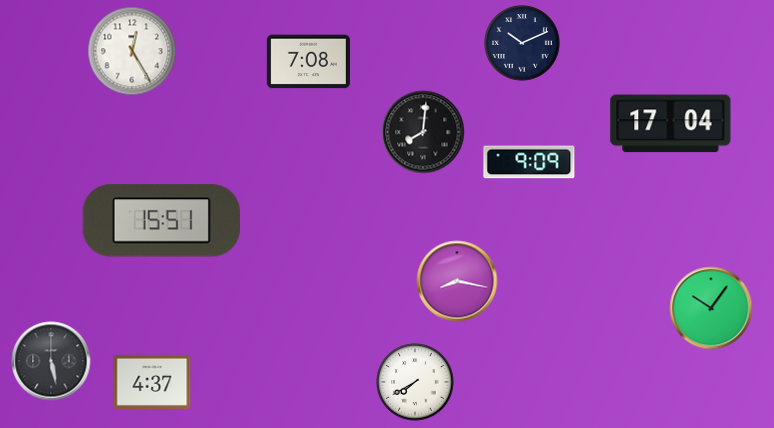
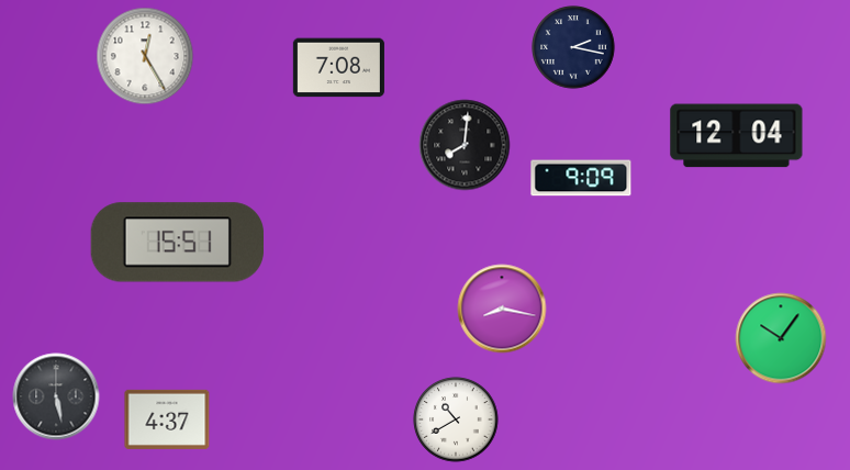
clock at (523, 44): 10:11 -> 2:17
clock at (671, 124): 17:04 -> 12:04
clock at (415, 382): 7:40 -> 10:40
